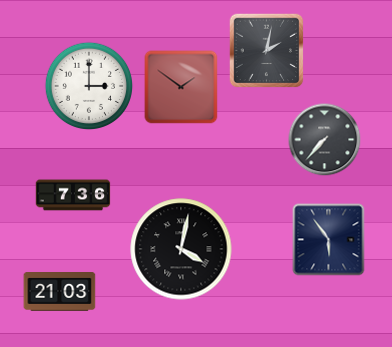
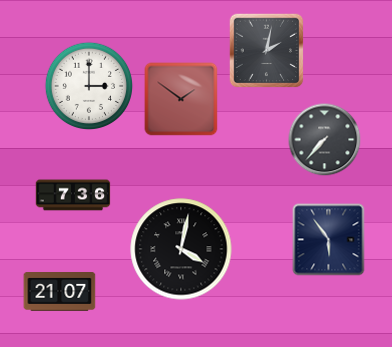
clock at (181, 87) position: (181, 87) -> (181, 99)
clock at (60, 292): 21:03 -> 21:07
